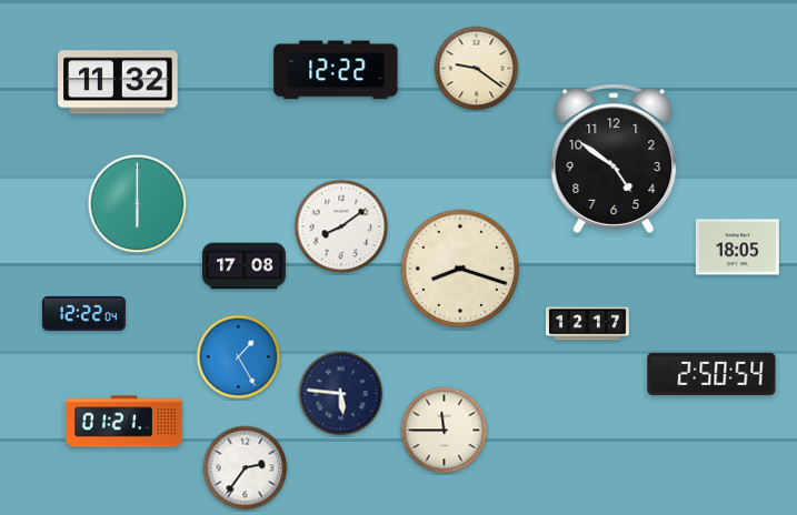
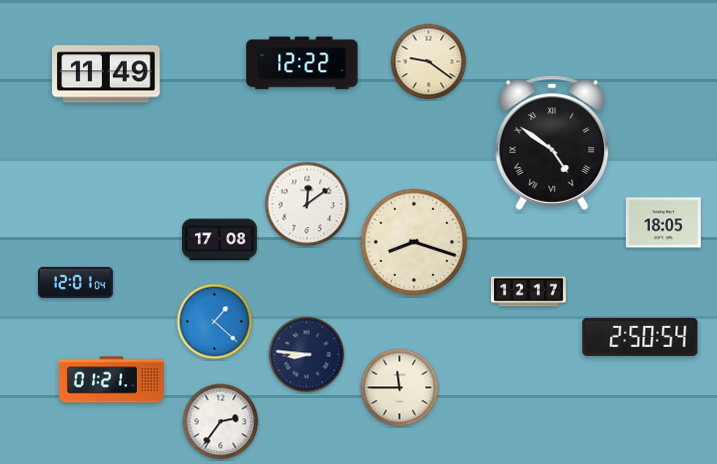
clock at (118, 82): 11:32 -> 11:49
clock at (614, 159) numerals: Arabic -> Roman
clock at (138, 204): 6:00 -> none
clock at (341, 226): 8:09 -> 12:09
clock at (83, 313): 12:22 -> 12:01
clock at (239, 357): 1:25 -> 1:22
clock at (341, 394): 5:46 -> 8:46
